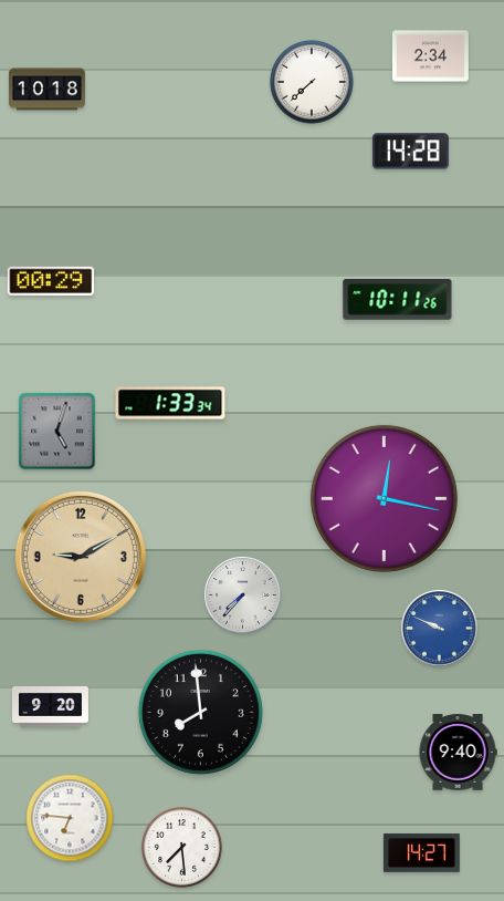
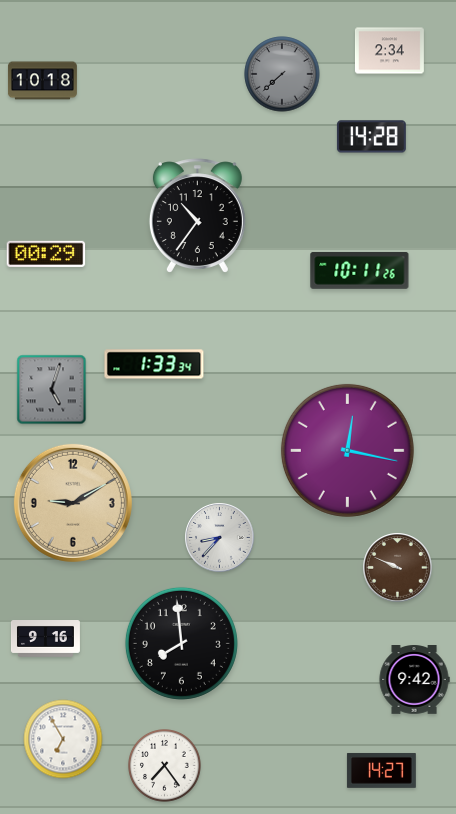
clock at (312, 82) dial: white -> grey
clock at (197, 216): none -> 10:36
clock at (243, 596): 7:37 -> 8:37
clock at (440, 629) dial: blue -> brown
clock at (50, 707): 9:20 -> 9:16
clock at (458, 753): 9:40 -> 9:42
clock at (70, 818): 6:46 -> 6:55
clock at (182, 848): 7:29 -> 7:24
